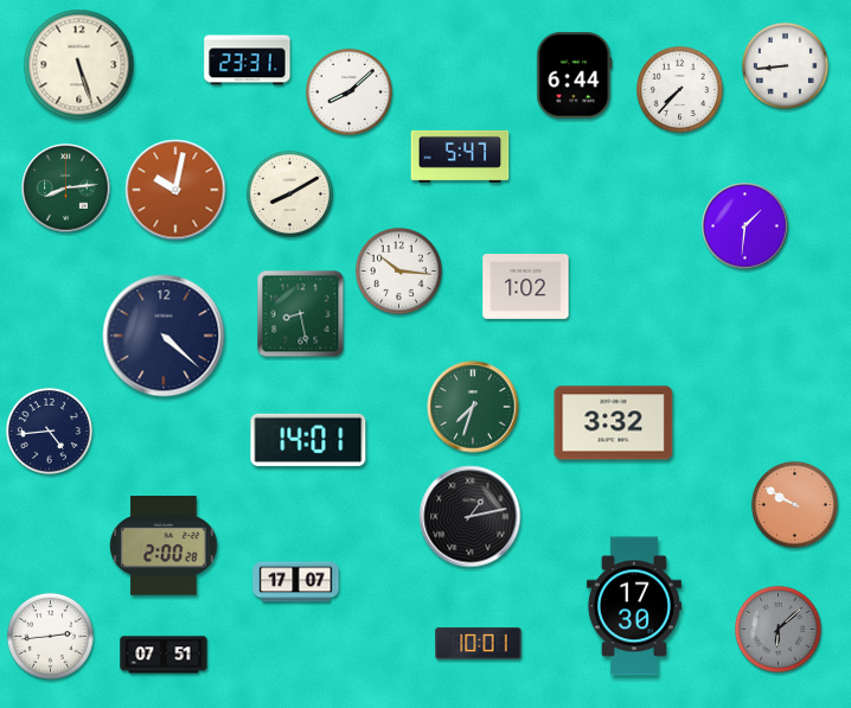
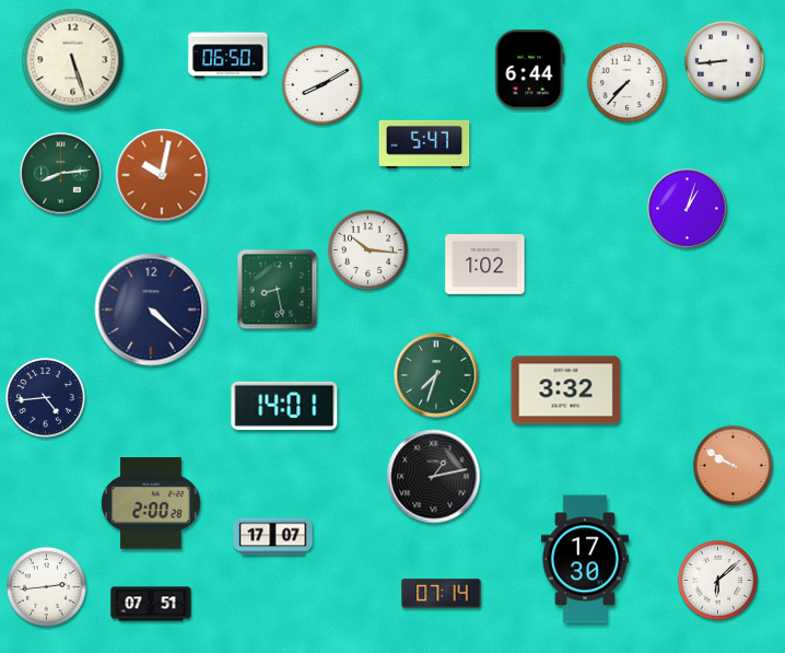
clock at (248, 60): 23:31 -> 06:50
clock at (348, 91): 8:08 -> 8:10
clock at (289, 193): 8:10 -> none
clock at (746, 227): 1:31 -> 1:03
clock at (778, 629) dial: grey -> white
clock at (479, 644): 10:01 -> 07:14
